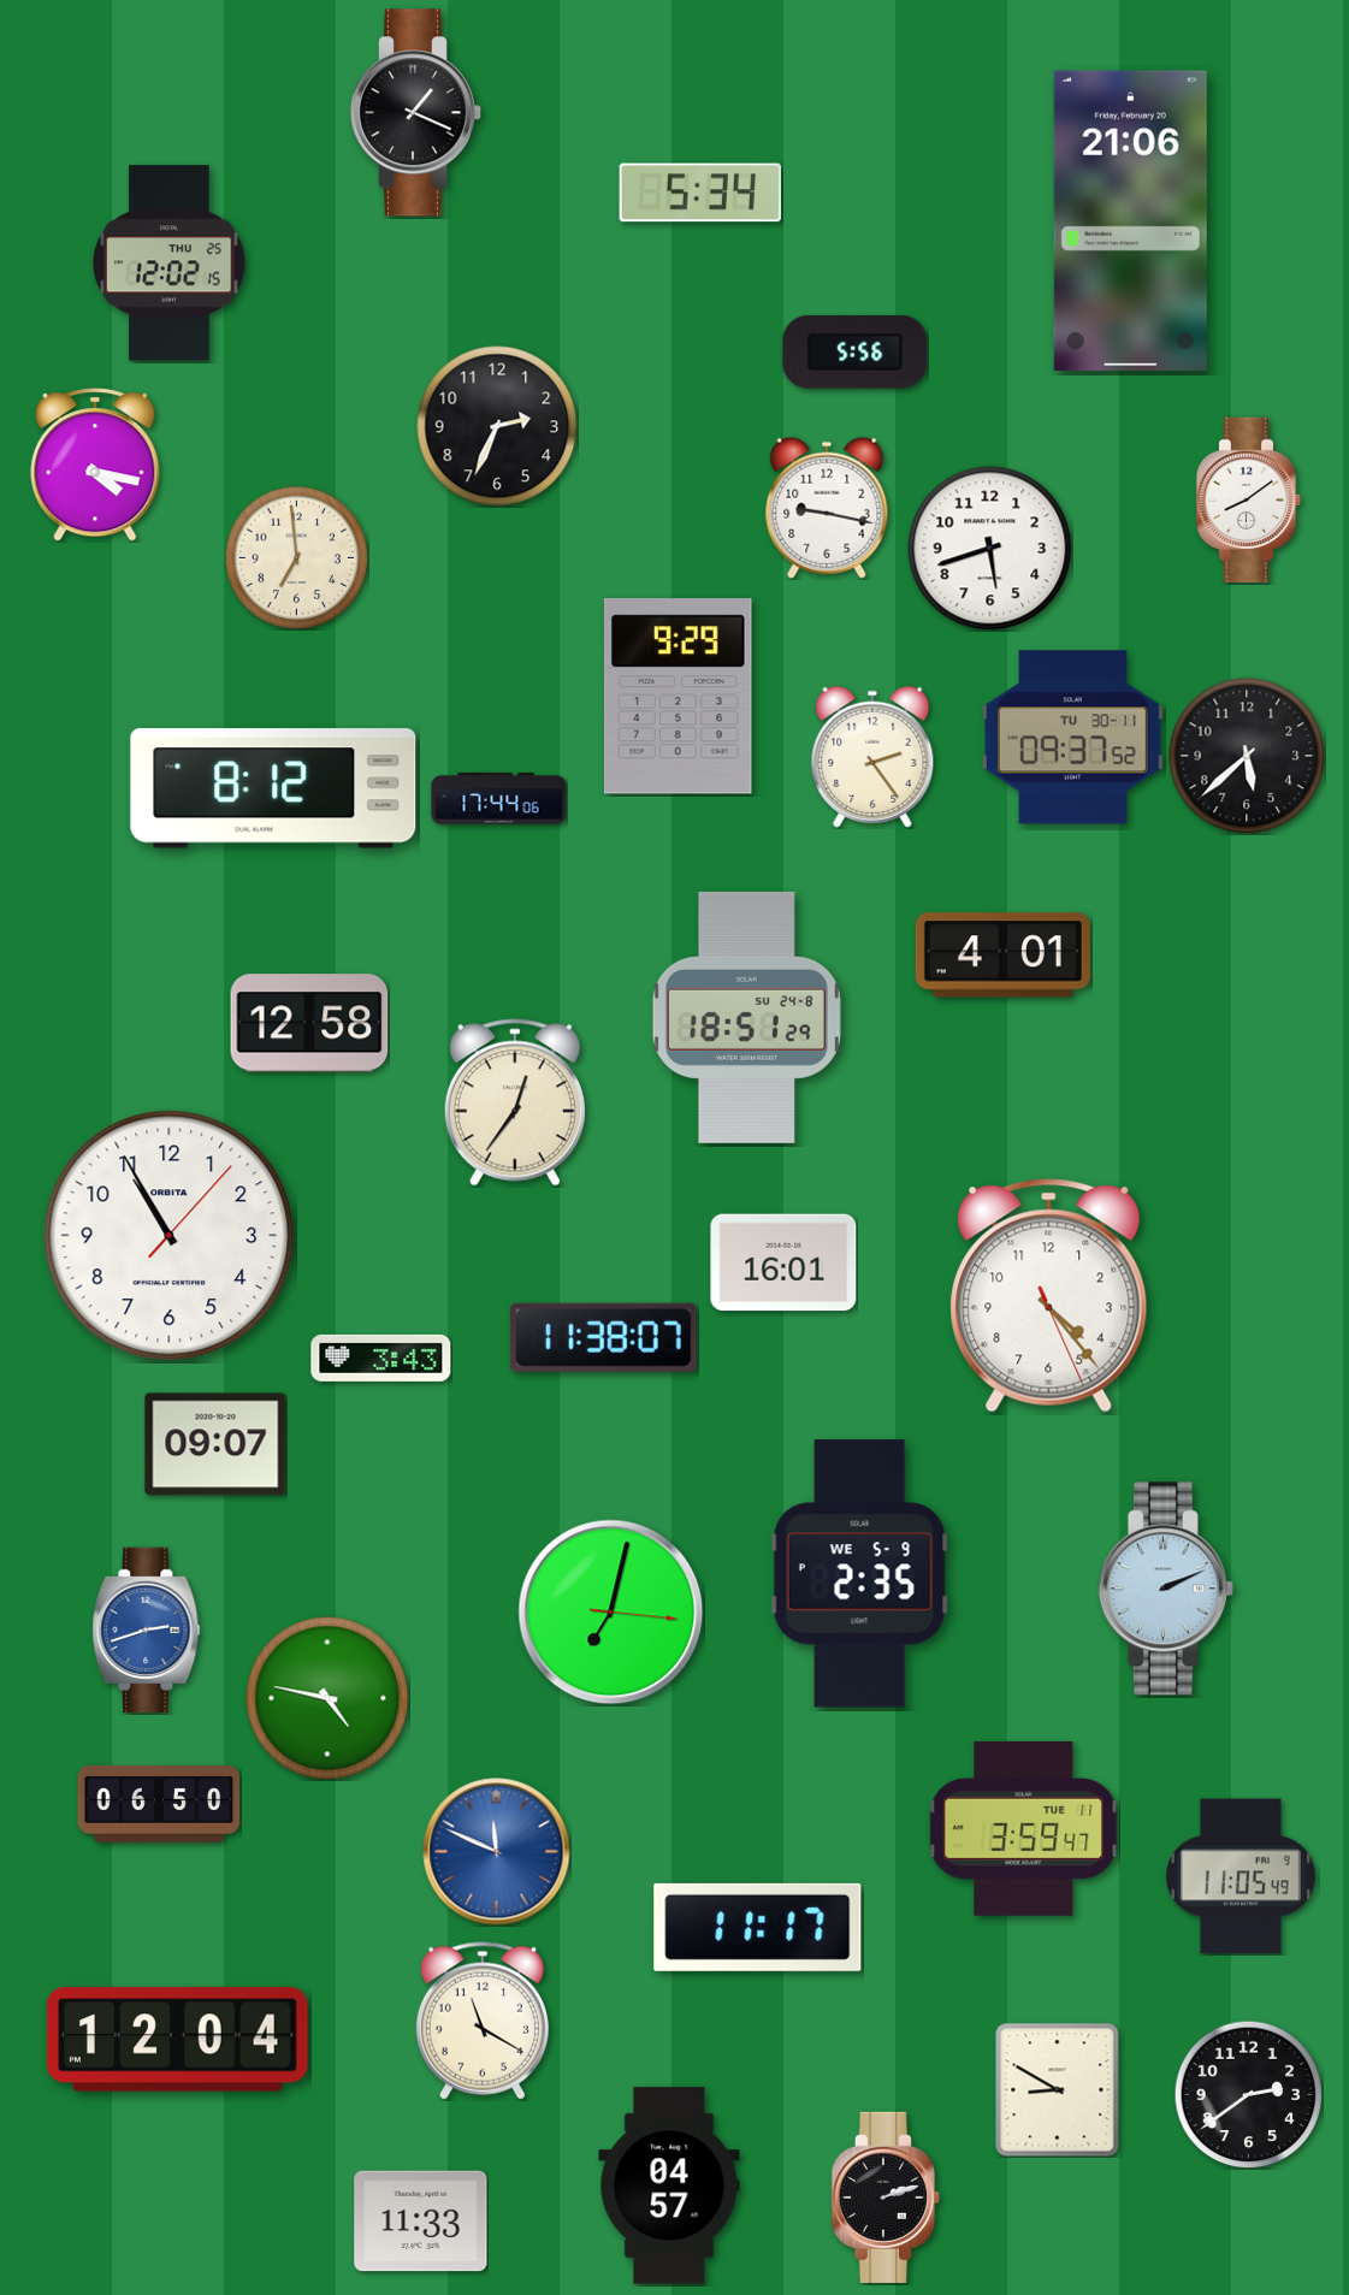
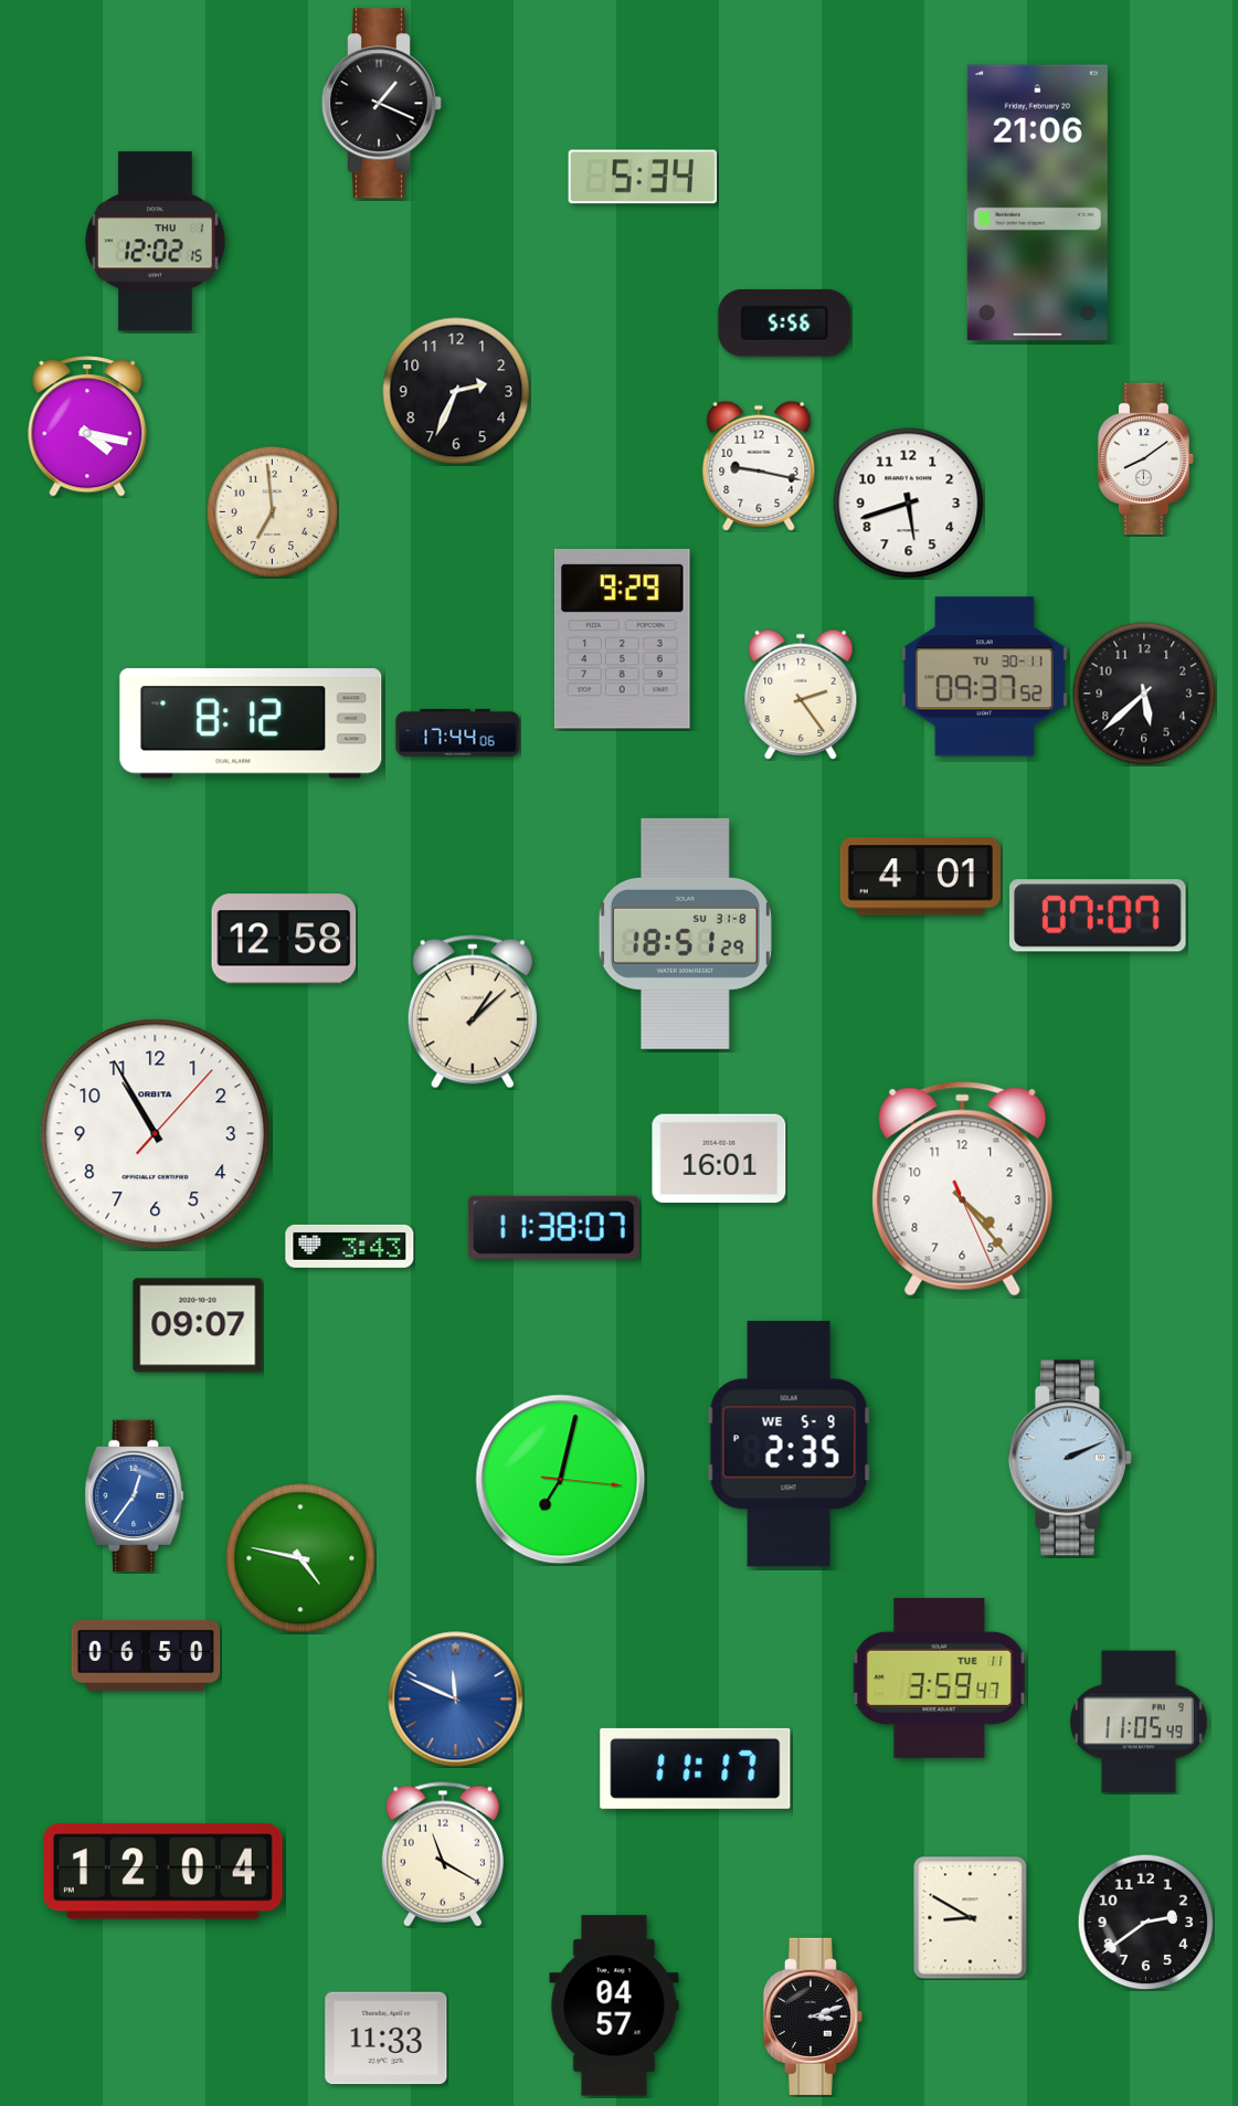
clock at (170, 264) date: THU 25 -> THU 1
clock at (1099, 916): none -> 07:07
clock at (746, 1017) date: SU 24-8 -> SU 31-8
clock at (515, 1102): 12:36 -> 1:08
clock at (147, 1631): 2:42 -> 12:36
clock at (886, 2198): 2:12 -> 3:12
